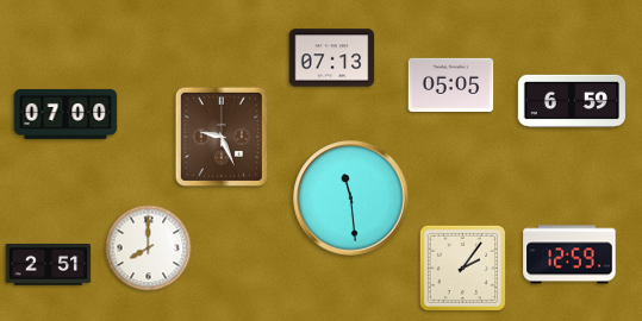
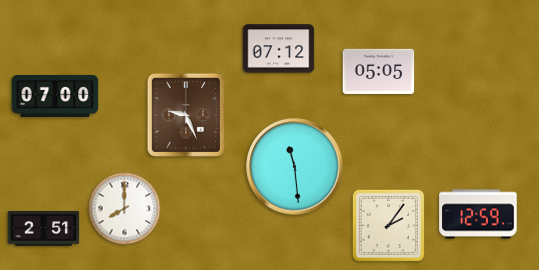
clock at (332, 58): 07:13 -> 07:12
clock at (572, 101): 6:59 -> none
clock at (49, 265) position: (49, 265) -> (44, 229)
